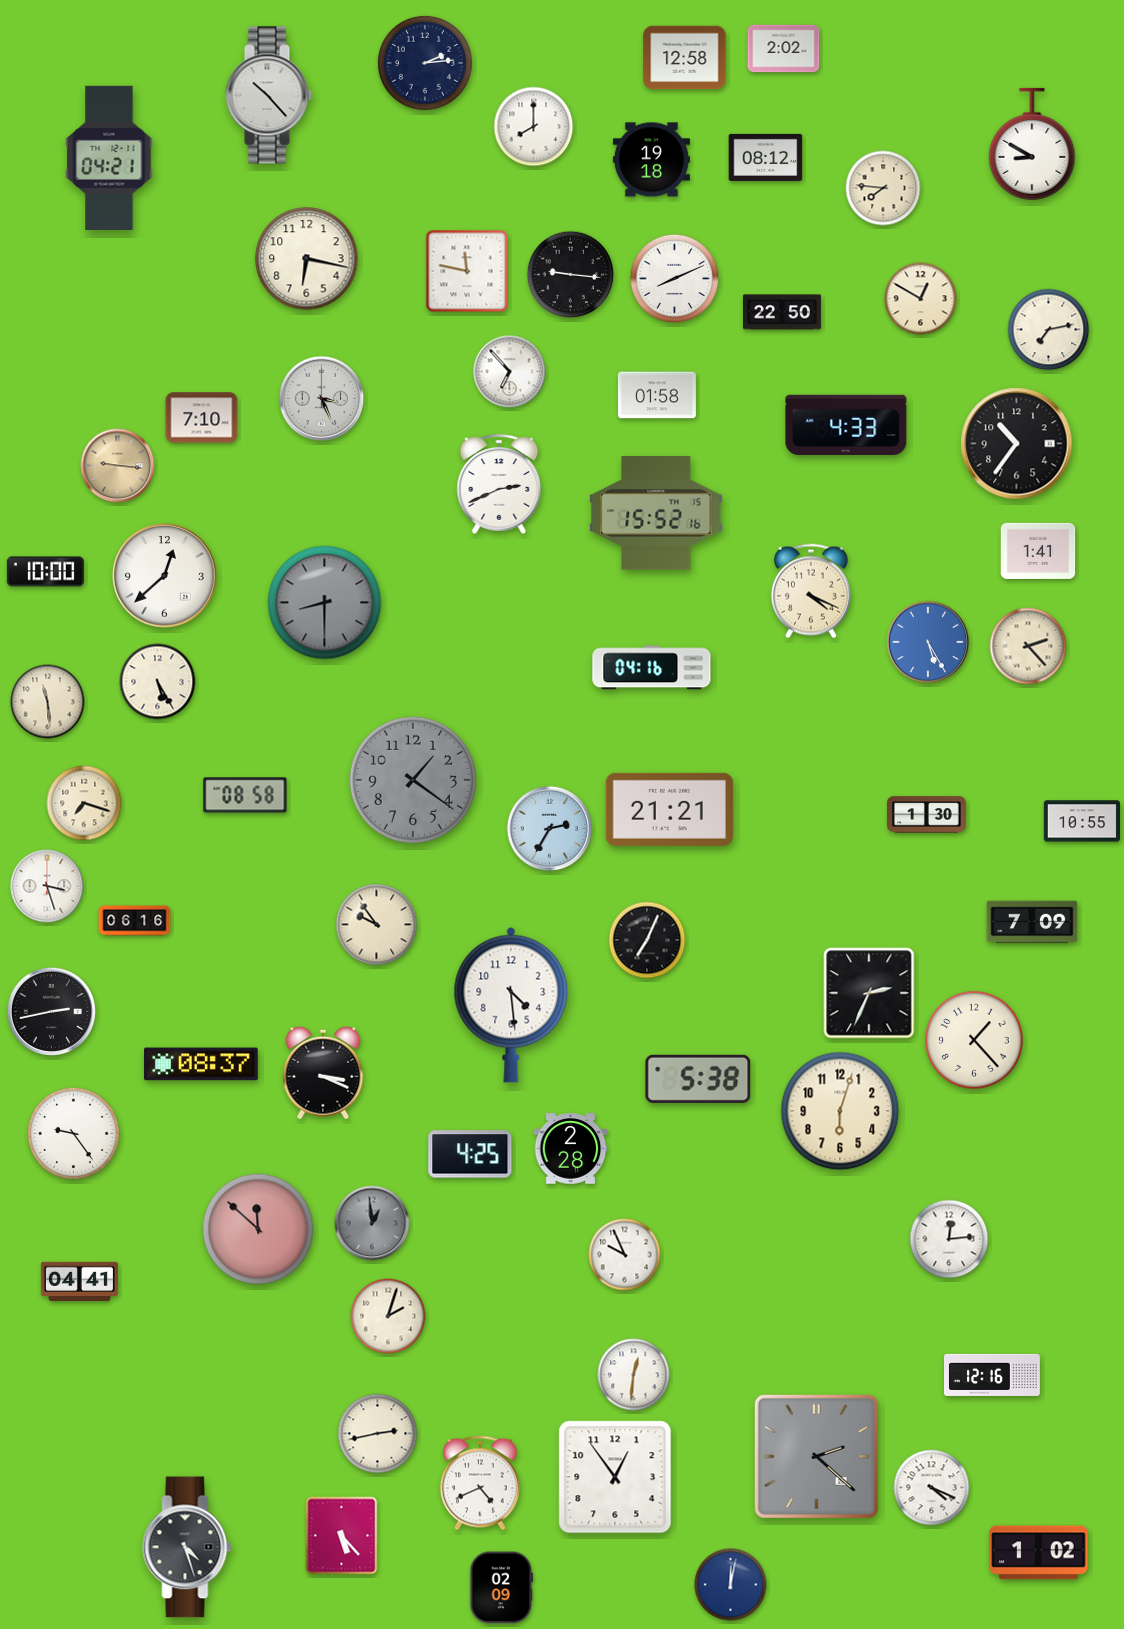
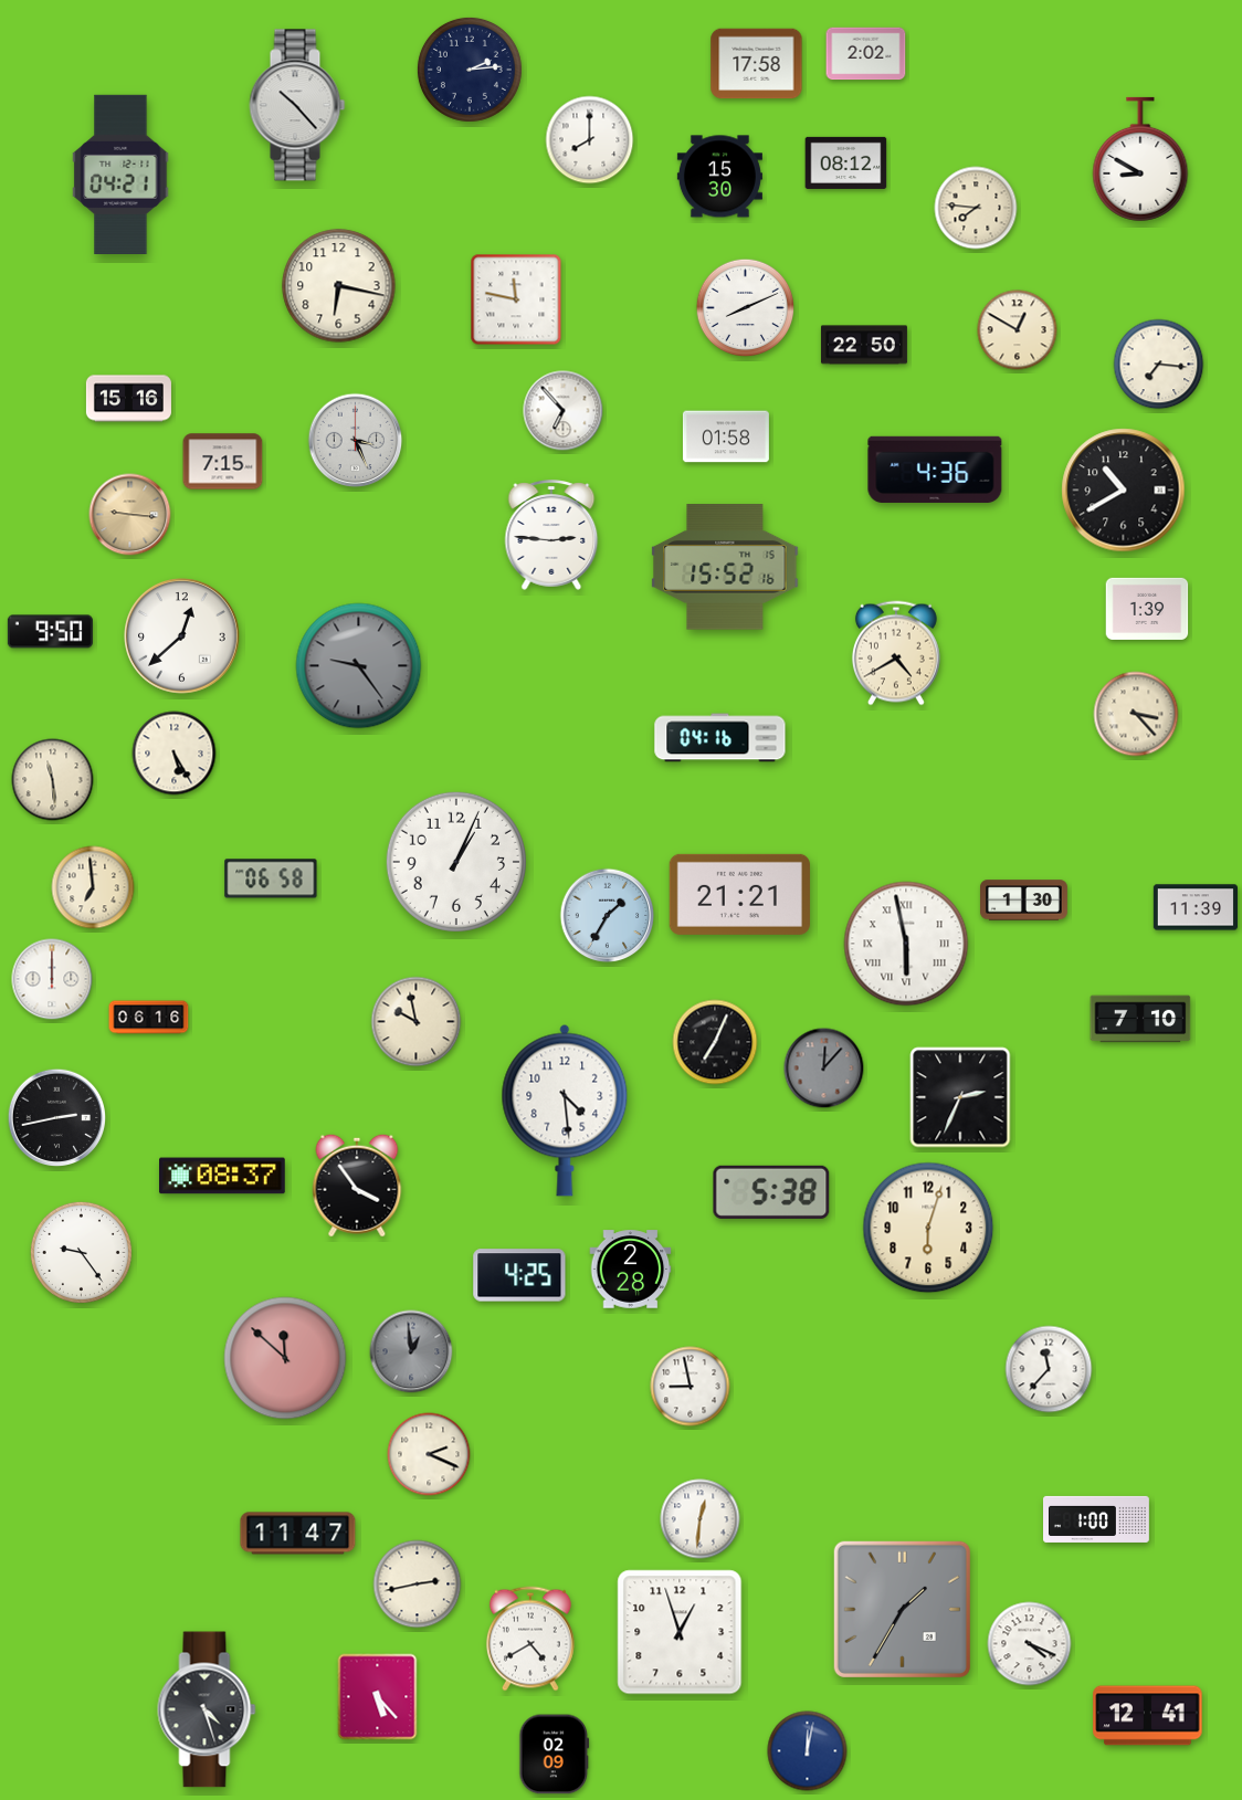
clock at (685, 58): 12:58 -> 17:58
clock at (766, 157) position: (766, 157) -> (846, 162)
clock at (651, 160): 19:18 -> 15:30
clock at (571, 275): 9:16 -> none
clock at (1049, 330): 7:13 -> 7:16
clock at (128, 399): none -> 15:16
clock at (202, 418): 7:10 -> 7:15
clock at (846, 425): 4:33 -> 4:36
clock at (1017, 444): 10:36 -> 10:40
clock at (499, 484): 2:41 -> 2:46
clock at (1038, 551): 1:41 -> 1:39
clock at (45, 572): 10:00 -> 9:50
clock at (811, 591): 4:19 -> 4:40
clock at (325, 603): 8:30 -> 9:24
clock at (928, 642): 5:25 -> none
clock at (1028, 646): 2:23 -> 3:23
clock at (48, 702) position: (48, 702) -> (53, 780)
clock at (413, 780): 1:21 -> 1:04
clock at (413, 780) dial: grey -> white
clock at (245, 795): 08:58 -> 06:58
clock at (84, 803): 7:18 -> 6:59
clock at (1081, 821): 10:55 -> 11:39
clock at (550, 829): 2:35 -> 1:35
clock at (906, 944): none -> 5:58
clock at (47, 886): 3:27 -> 12:00
clock at (1032, 922): 7:09 -> 7:10
clock at (377, 925): 9:54 -> 9:58
clock at (647, 940) position: (647, 940) -> (715, 1042)
clock at (824, 1069): none -> 12:07
clock at (974, 1040): 1:23 -> none
clock at (323, 1073): 3:19 -> 3:54
clock at (949, 1239): 12:14 -> 11:37
clock at (625, 1255): 9:56 -> 8:58
clock at (79, 1282): 04:41 -> none
clock at (388, 1316): 2:03 -> 2:19
clock at (993, 1375): 12:16 -> 1:00
clock at (298, 1534): none -> 11:47
clock at (816, 1456): 2:22 -> 1:35
clock at (615, 1477): 12:54 -> 12:57
clock at (480, 1483): 4:41 -> 4:40
clock at (1039, 1553): 1:02 -> 12:41
